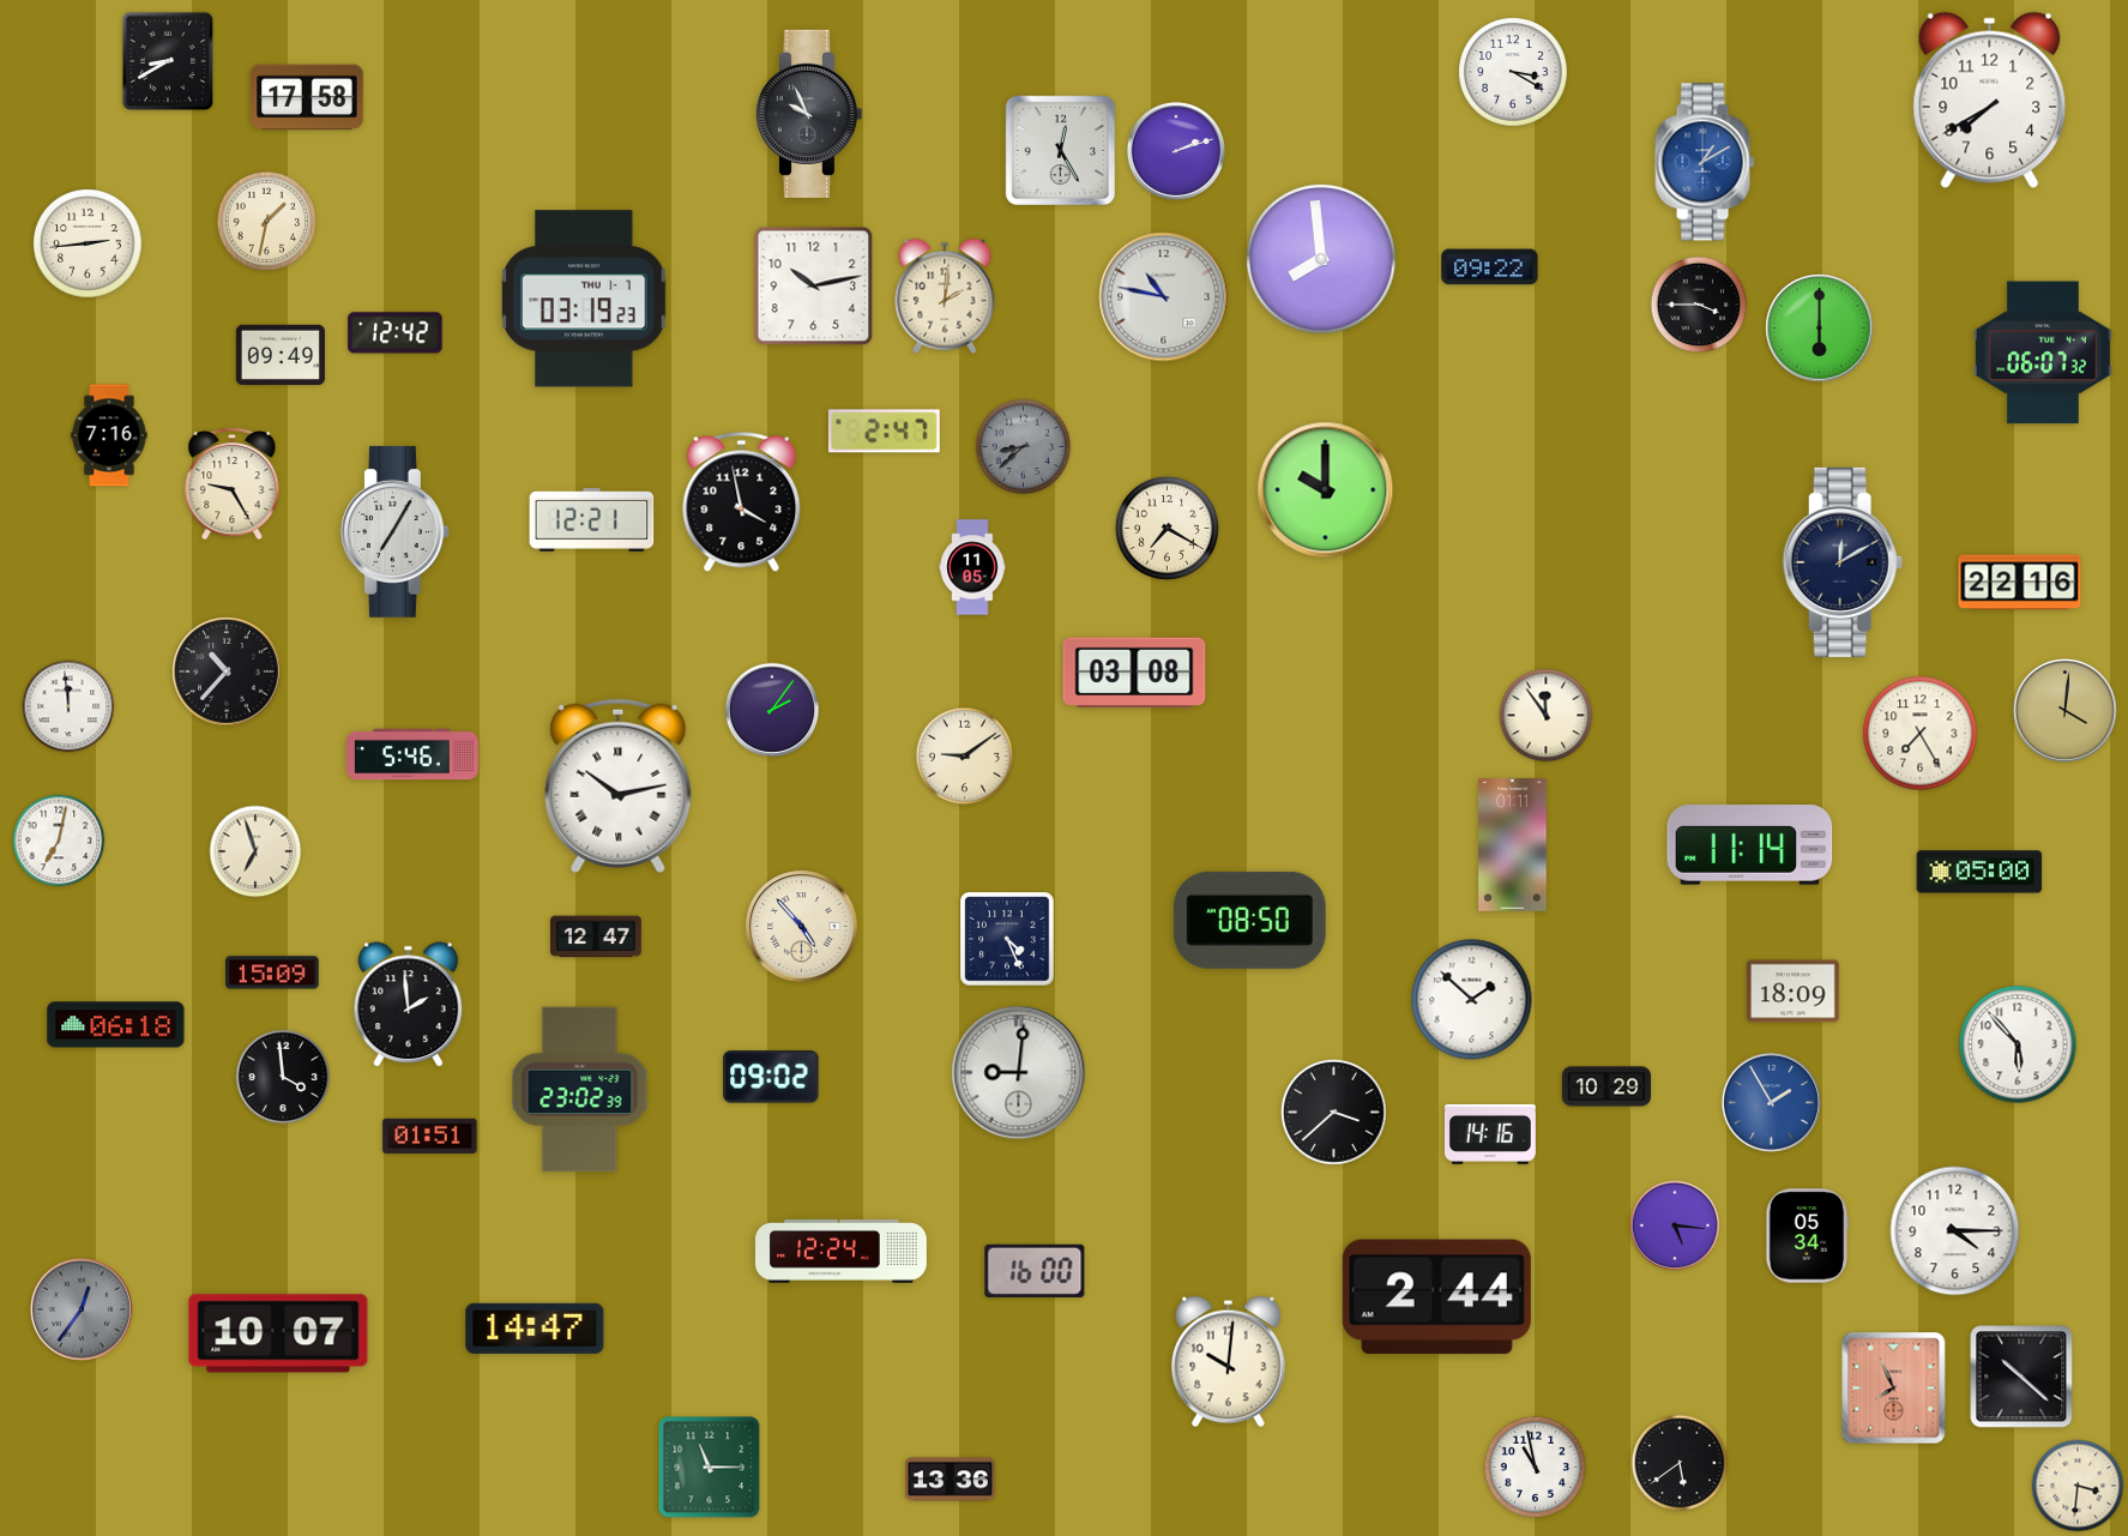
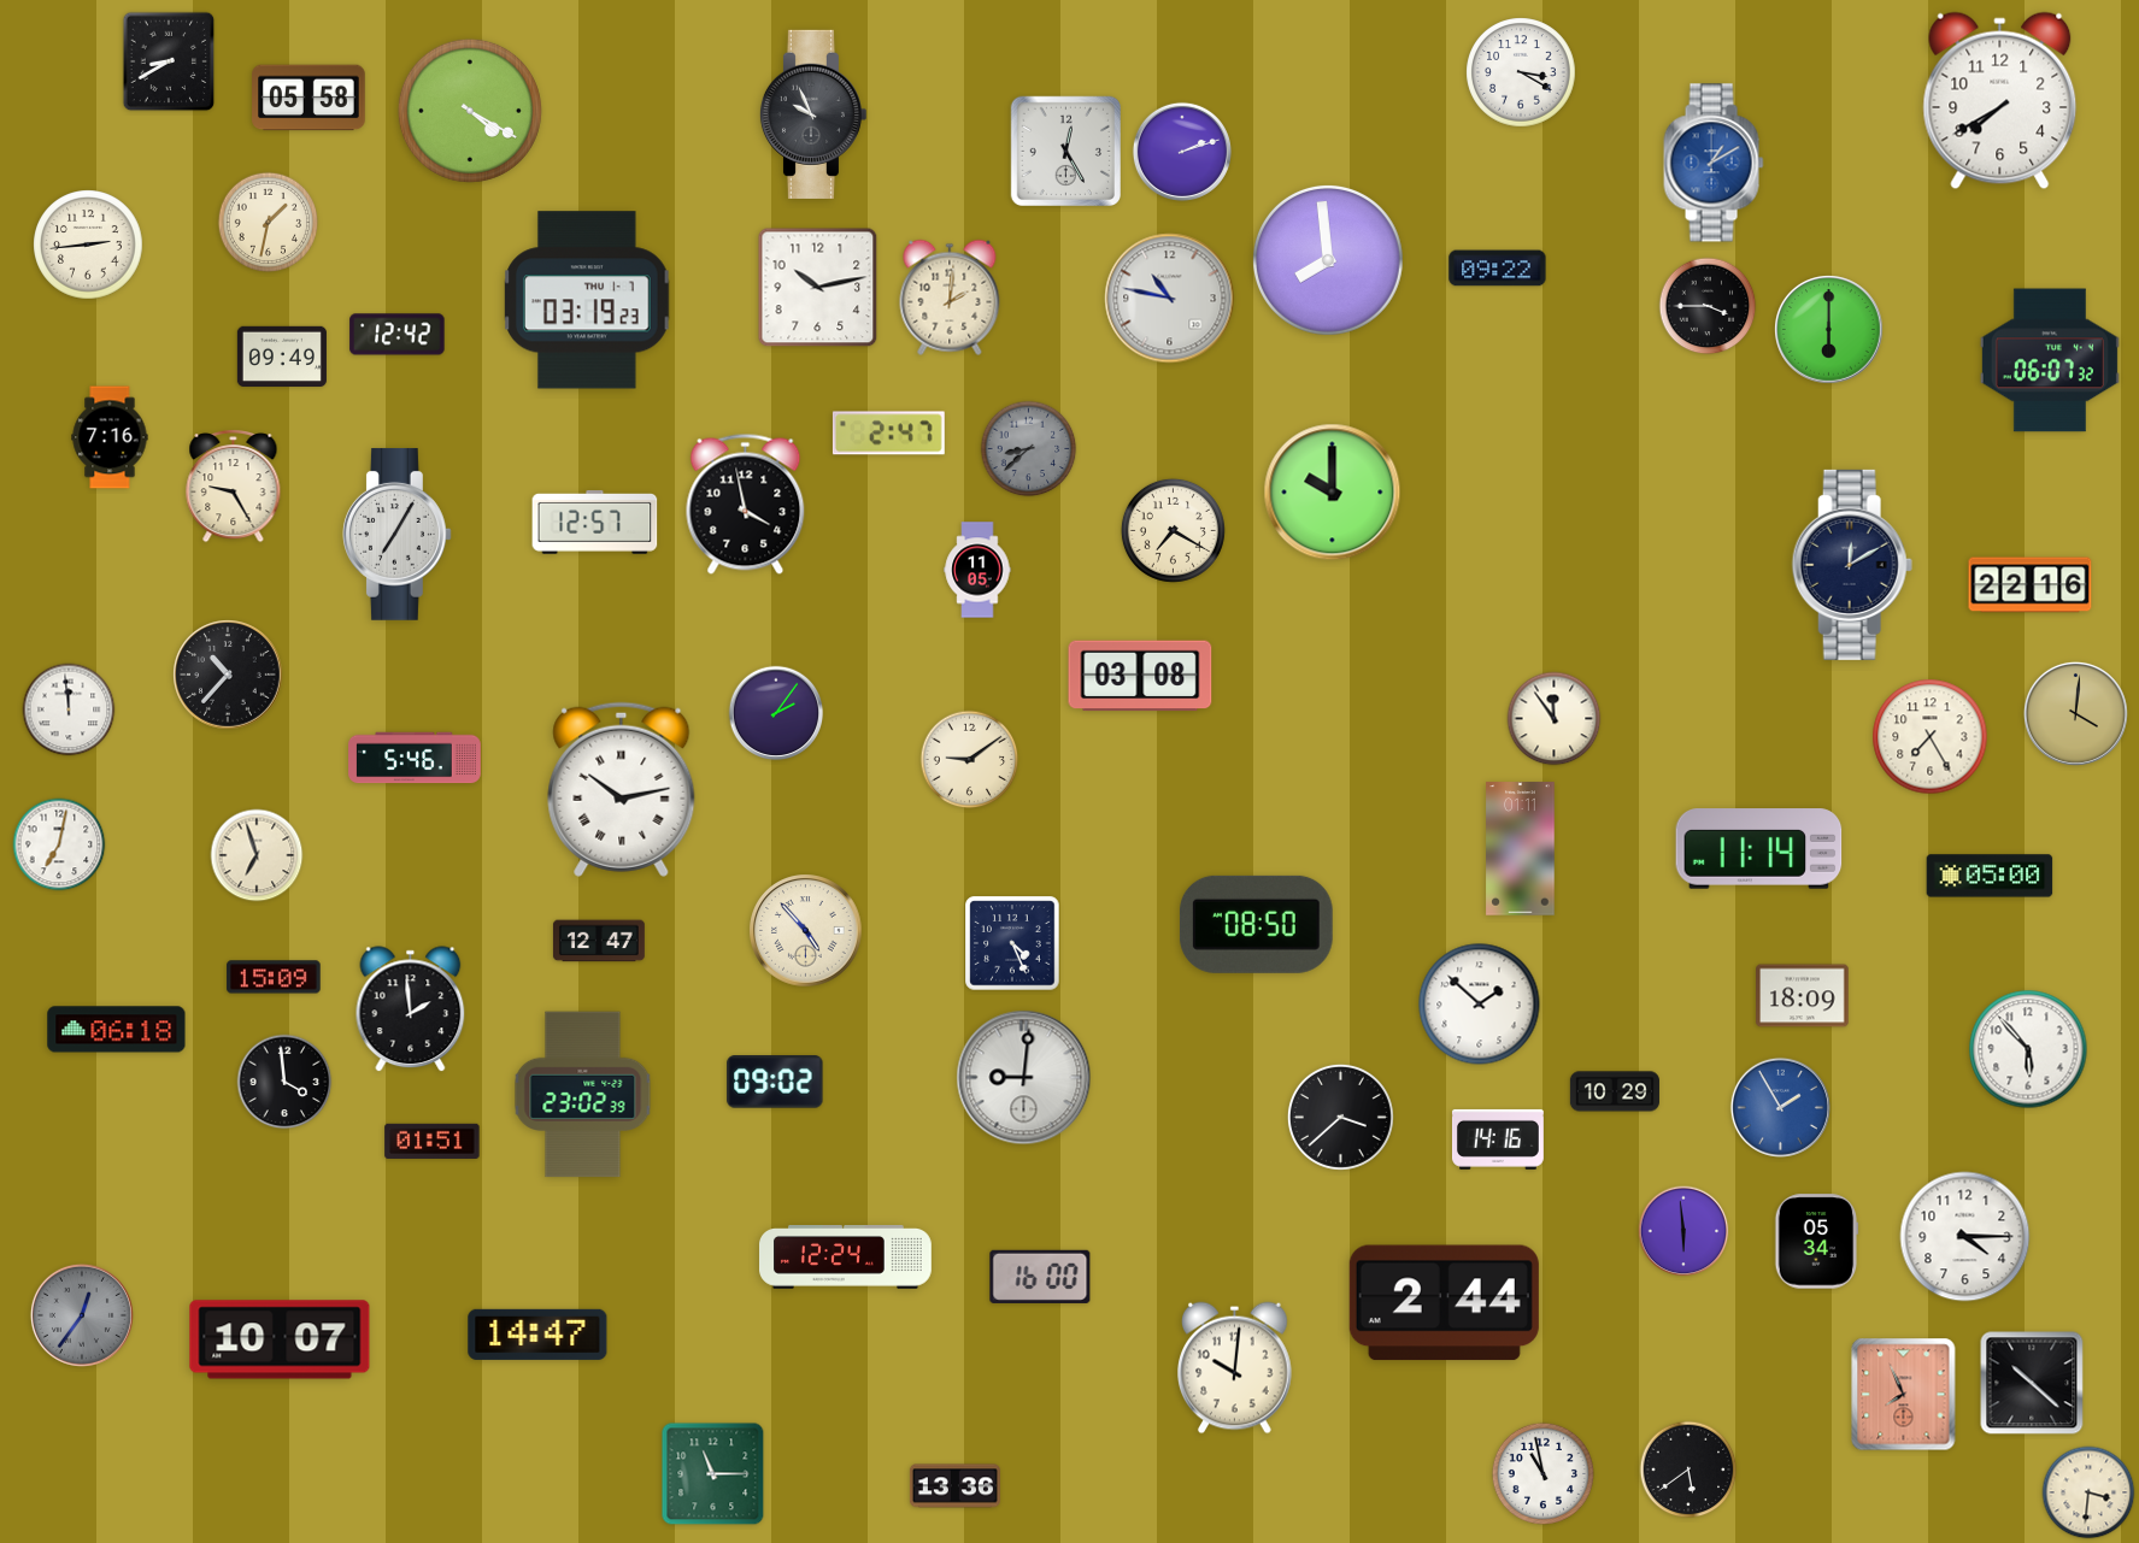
clock at (307, 97): 17:58 -> 05:58
clock at (470, 111): none -> 4:20
clock at (2043, 353) position: (2043, 353) -> (2050, 360)
clock at (592, 519): 12:21 -> 12:57
clock at (1675, 1225): 5:16 -> 5:59
